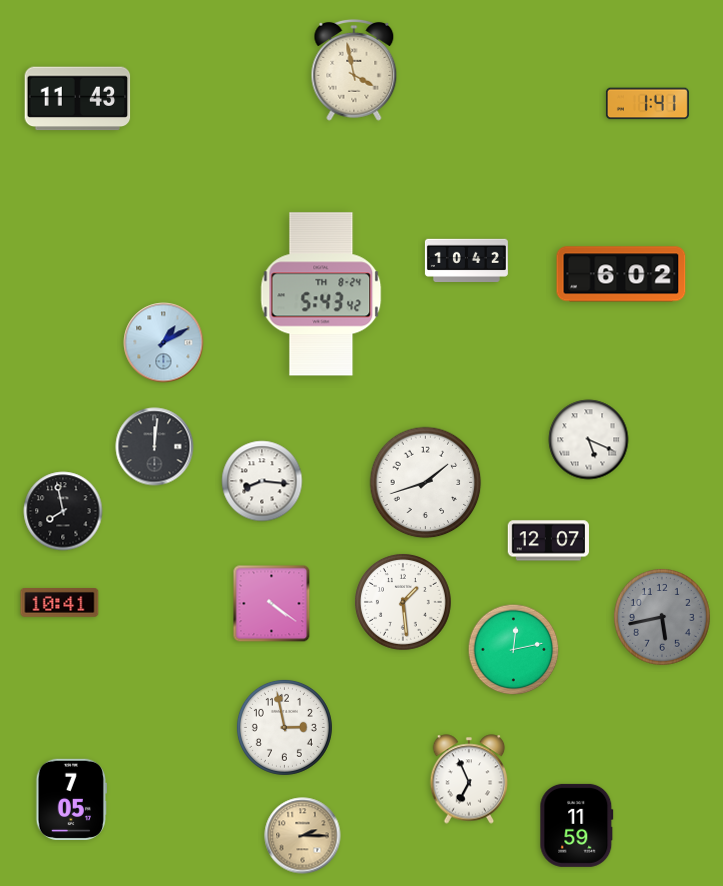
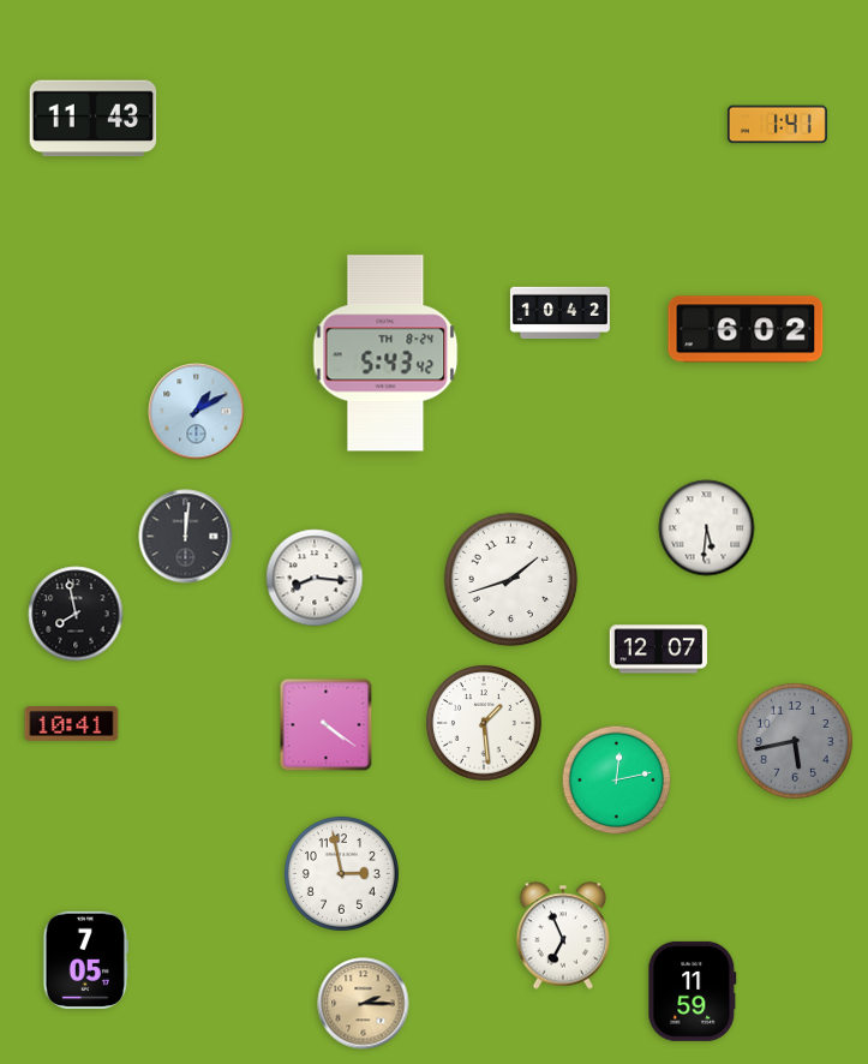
clock at (354, 70): 3:58 -> none
clock at (589, 440): 5:19 -> 5:31
